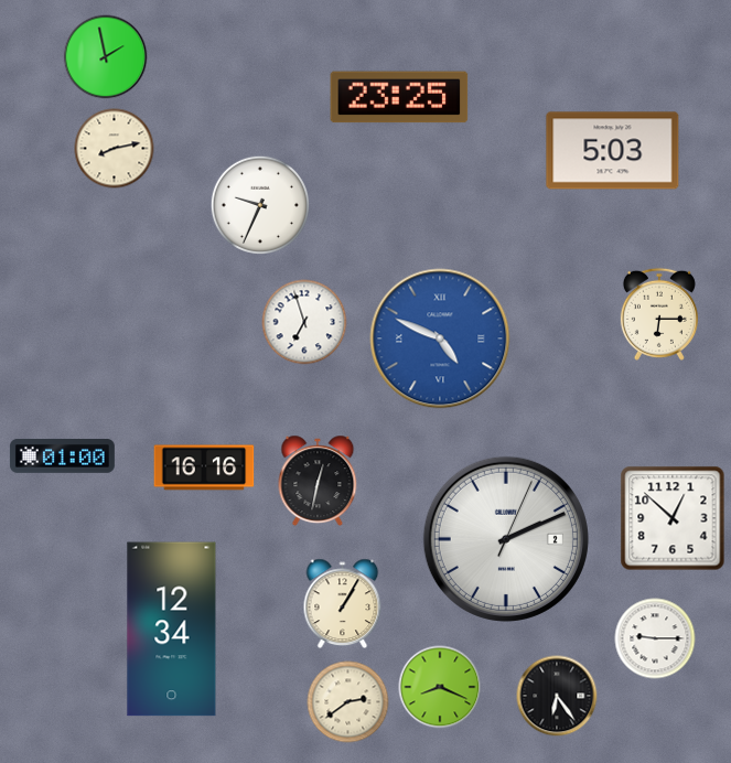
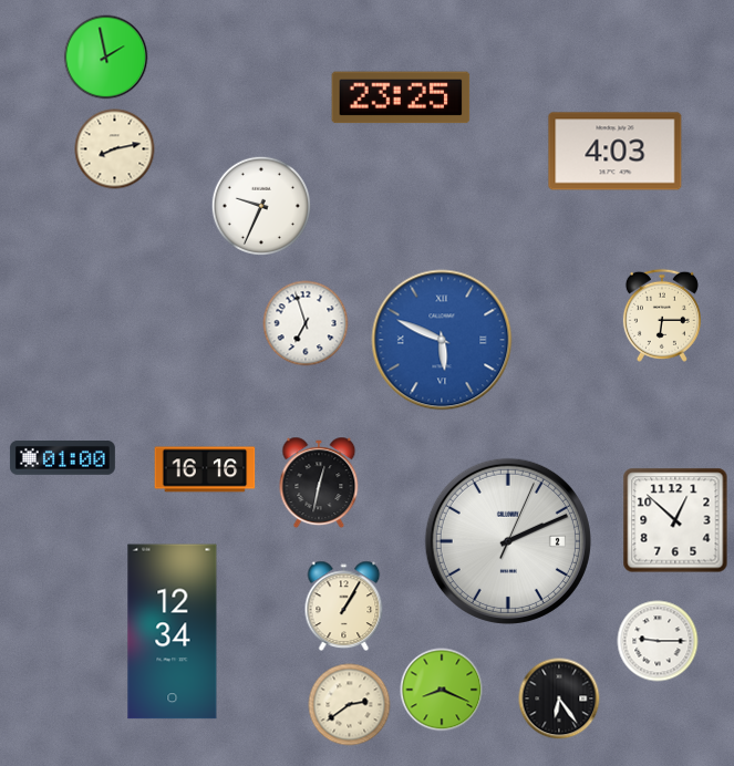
clock at (613, 151): 5:03 -> 4:03
clock at (440, 338): 4:49 -> 5:49
